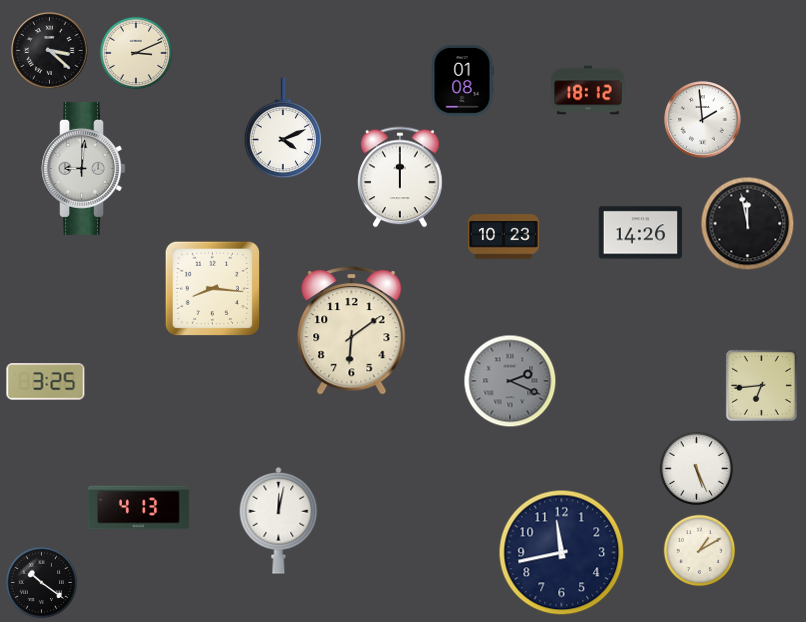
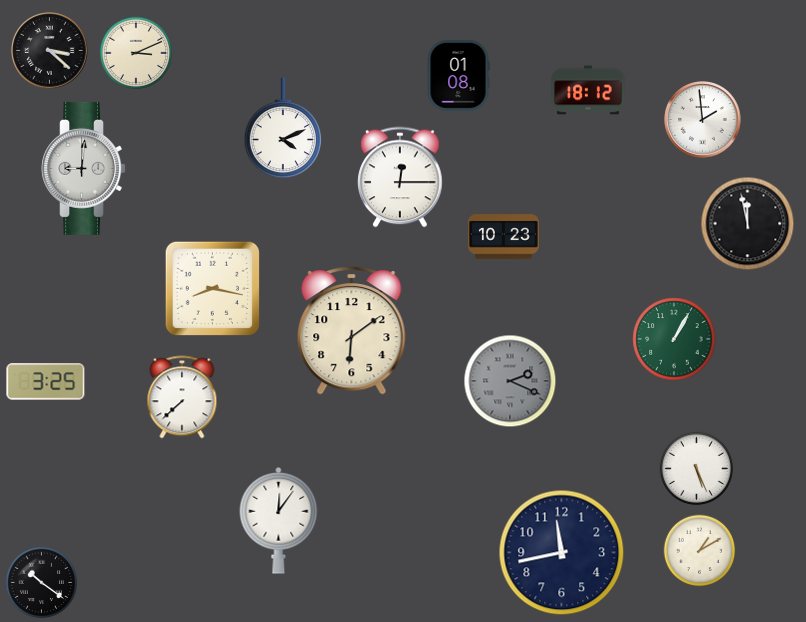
clock at (462, 80) position: (462, 80) -> (458, 75)
clock at (400, 177): 12:00 -> 12:15
clock at (641, 233): 14:26 -> none
clock at (212, 288): 8:16 -> 8:17
clock at (674, 339): none -> 1:05
clock at (761, 385): 6:44 -> none
clock at (182, 397): none -> 7:38
clock at (138, 508): 4:13 -> none
clock at (279, 520): 12:02 -> 12:06
